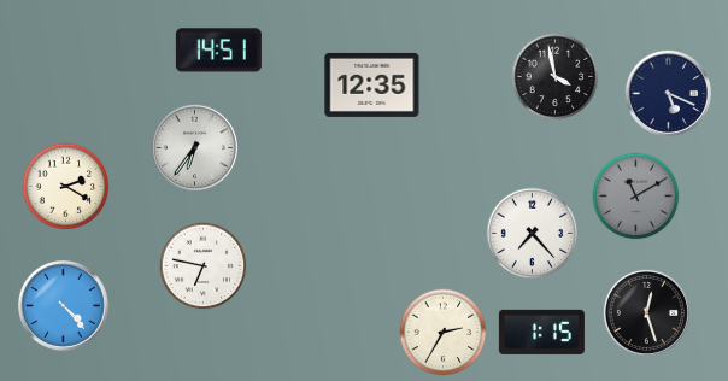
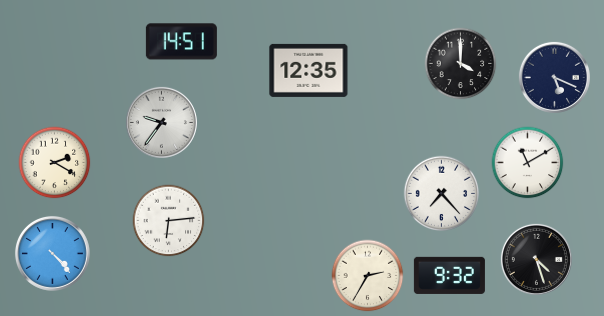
clock at (556, 77): 3:58 -> 4:00
clock at (194, 147): 6:36 -> 9:36
clock at (66, 187) position: (66, 187) -> (55, 163)
clock at (636, 197) dial: grey -> white
clock at (204, 266): 6:47 -> 6:14
clock at (646, 312): 12:27 -> 4:27
clock at (541, 332): 1:15 -> 9:32
